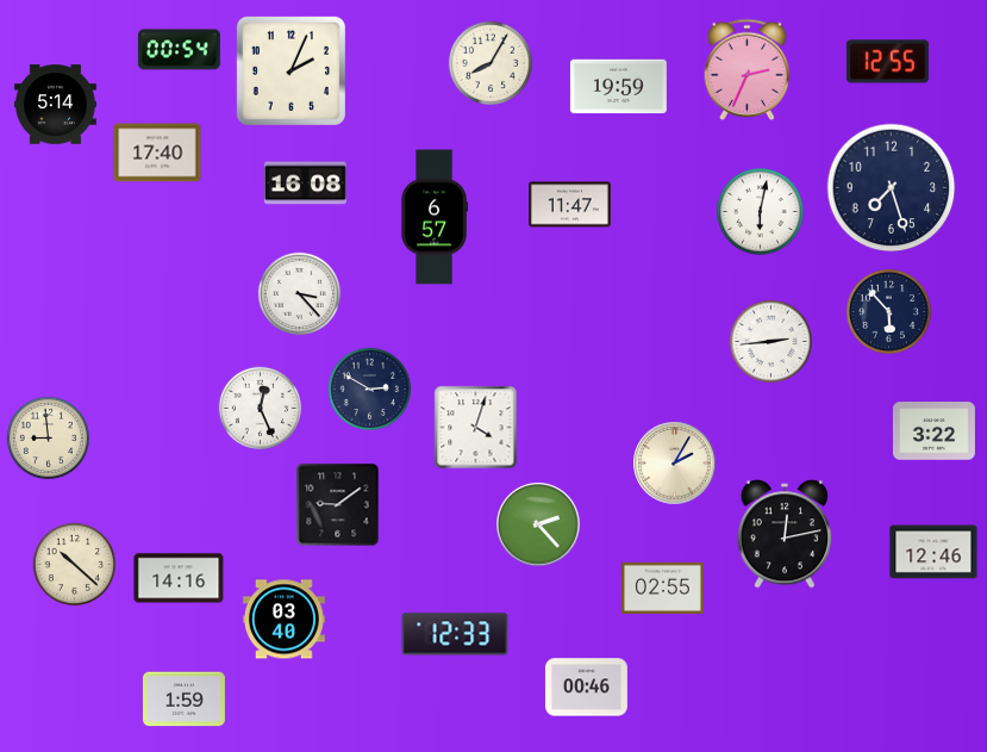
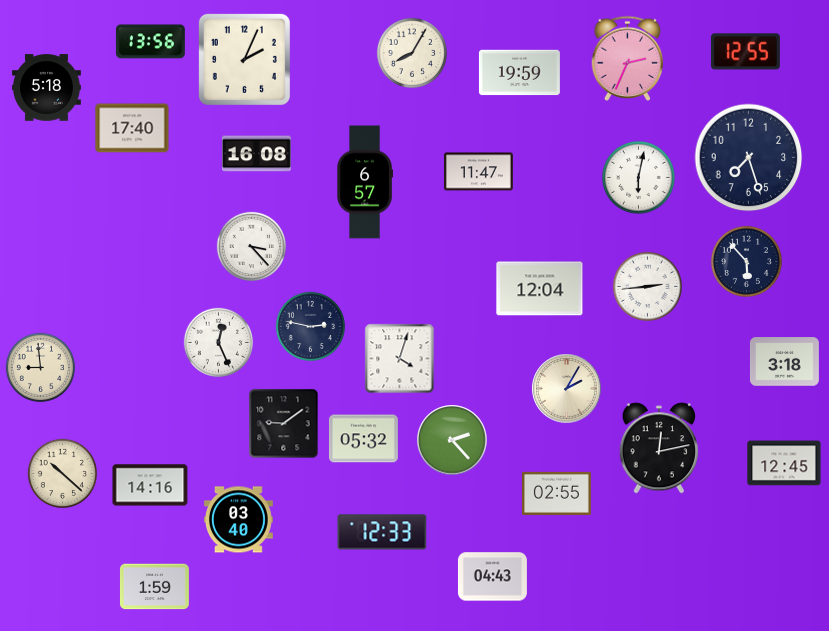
clock at (179, 50): 00:54 -> 13:56
clock at (55, 105): 5:14 -> 5:18
clock at (540, 289): none -> 12:04
clock at (370, 390): 2:50 -> 2:47
clock at (933, 431): 3:22 -> 3:18
clock at (363, 439): none -> 05:32
clock at (933, 552): 12:46 -> 12:45
clock at (586, 688): 00:46 -> 04:43
